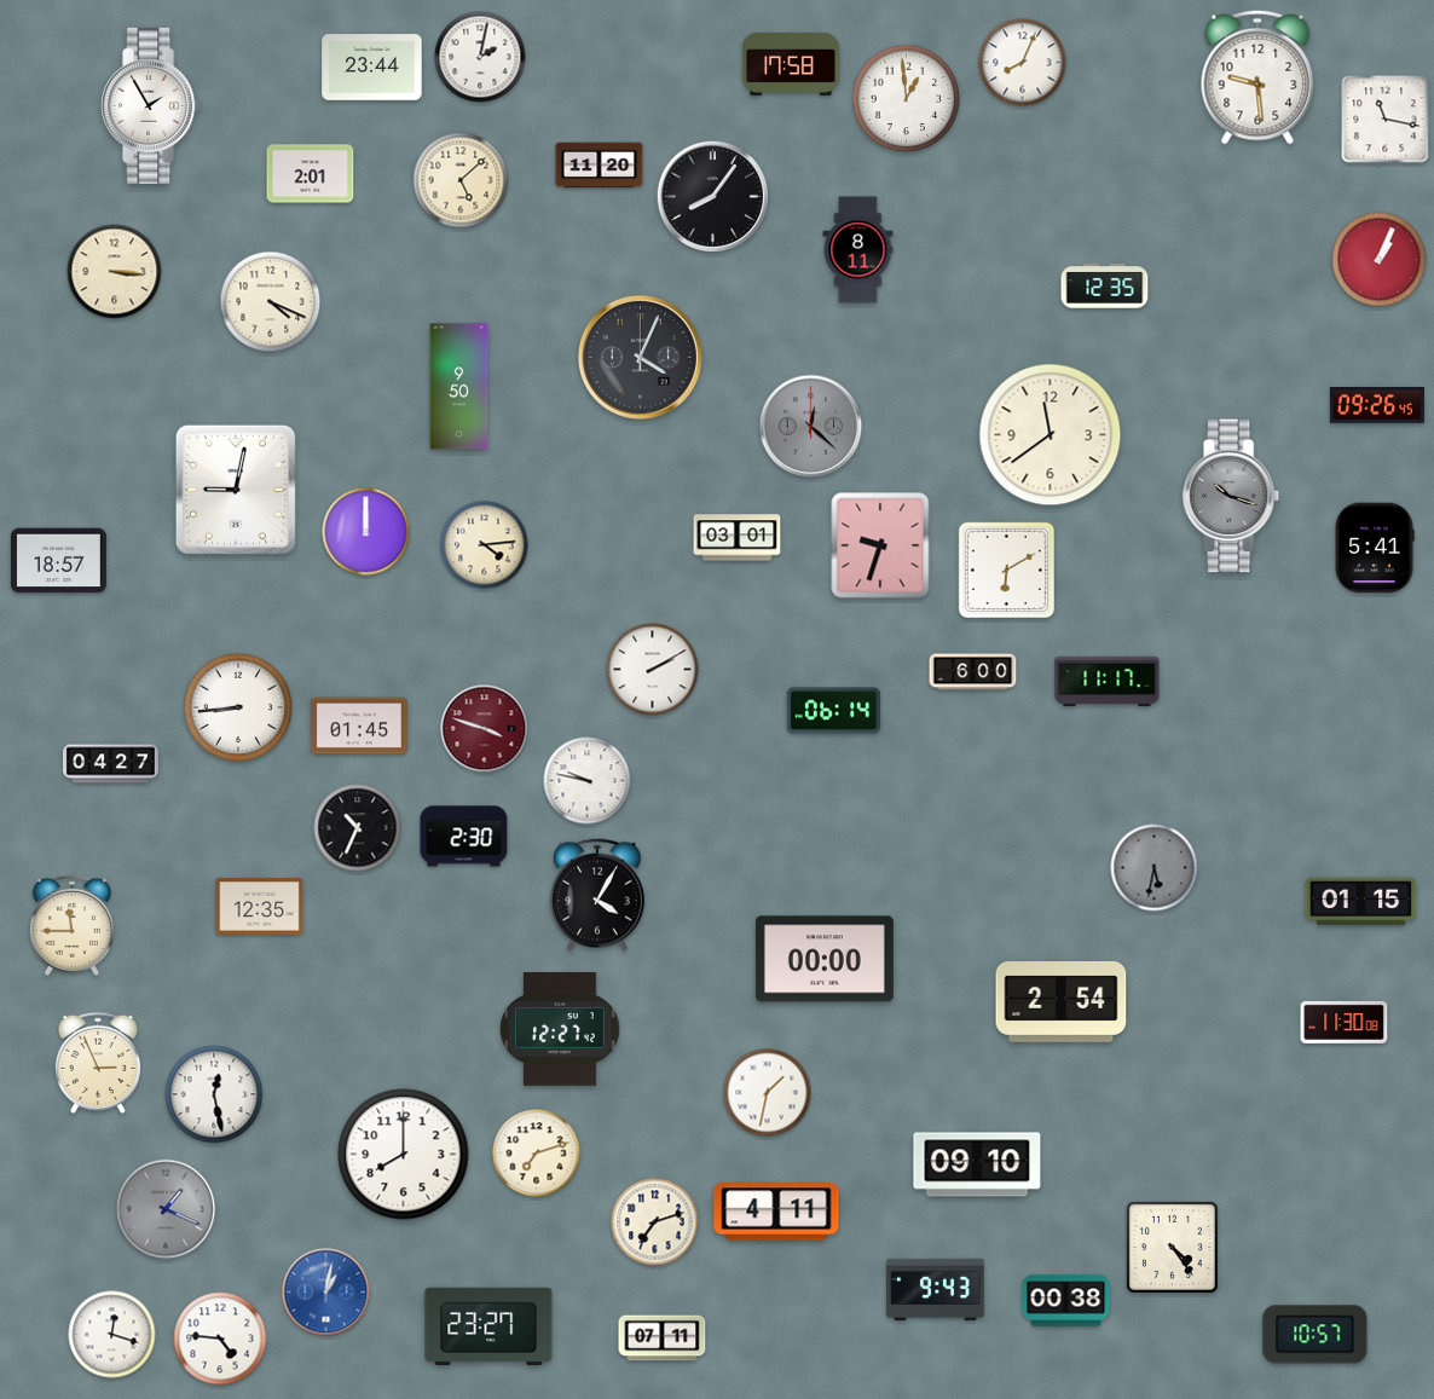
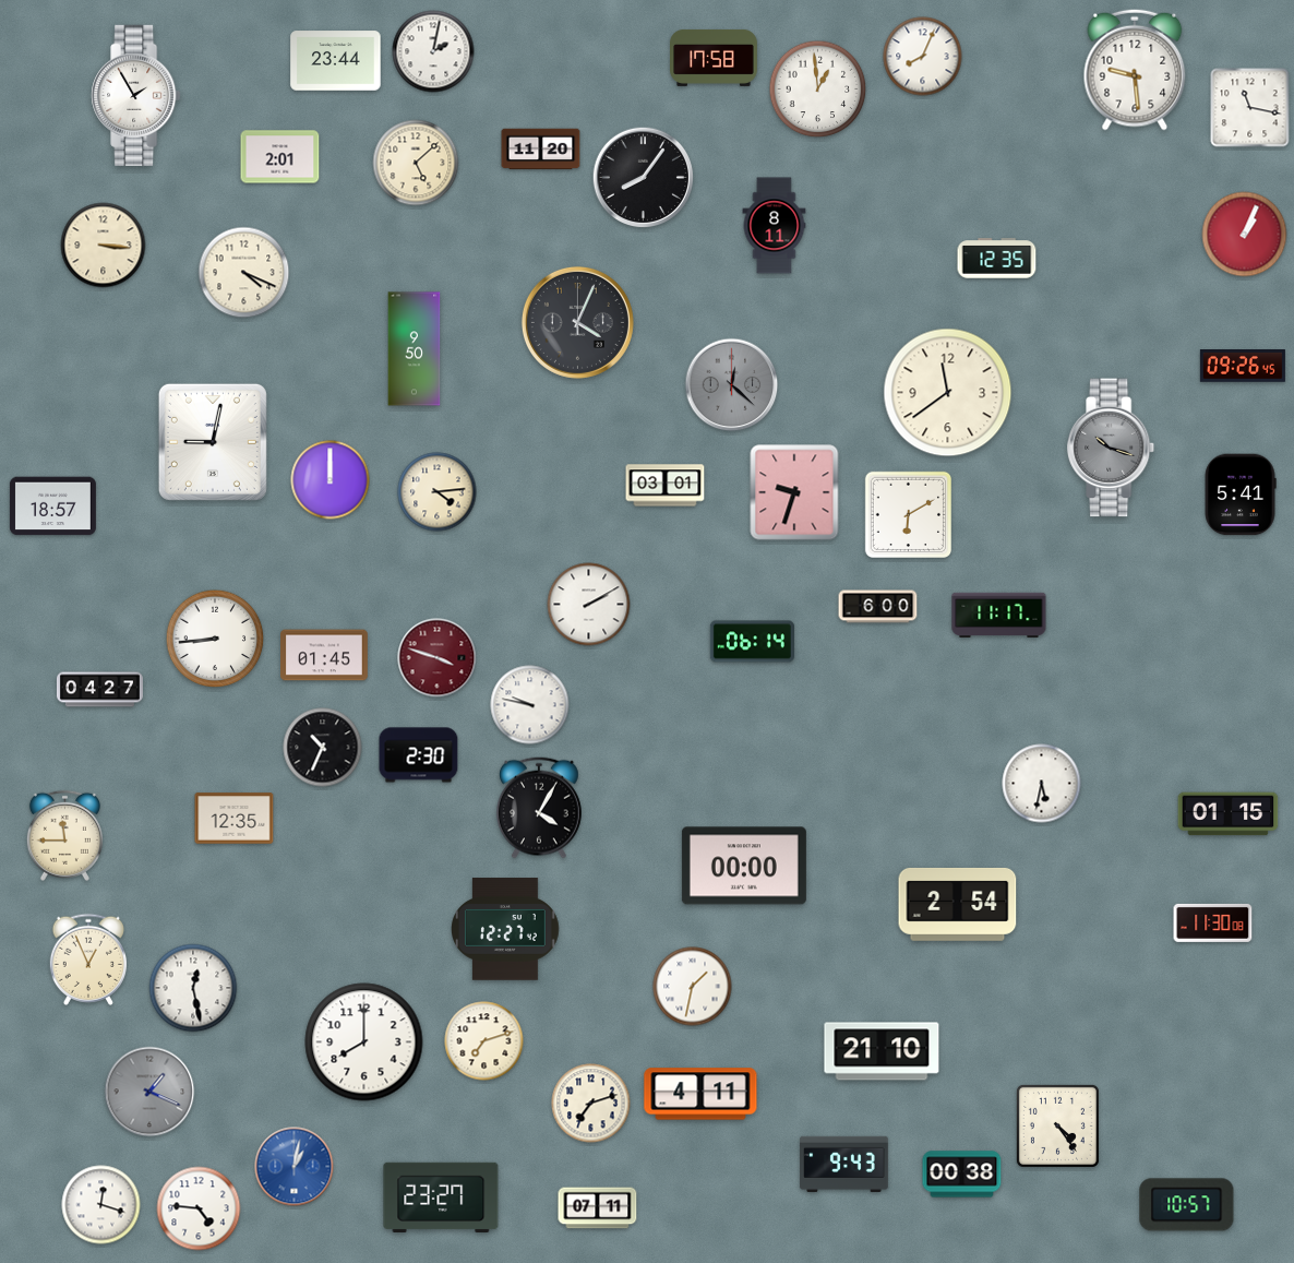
clock at (1155, 868) dial: grey -> white
clock at (98, 1063): 2:56 -> 12:56
clock at (977, 1164): 09:10 -> 21:10
